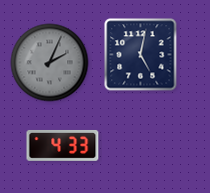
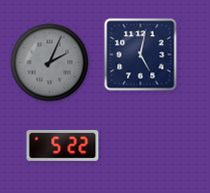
clock at (63, 146): 4:33 -> 5:22
